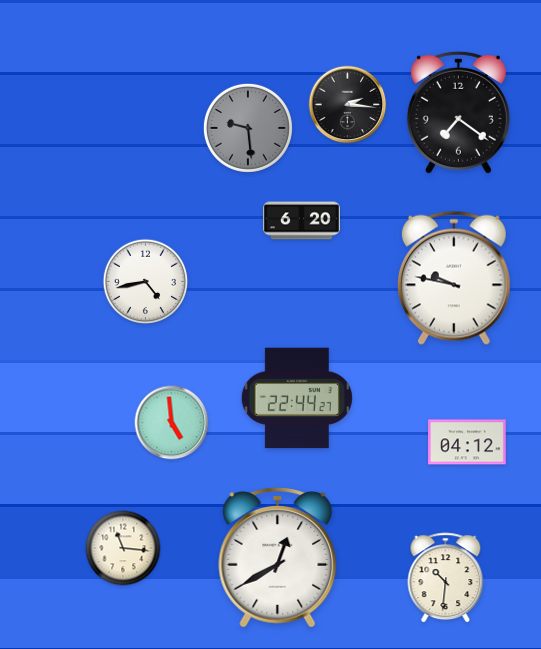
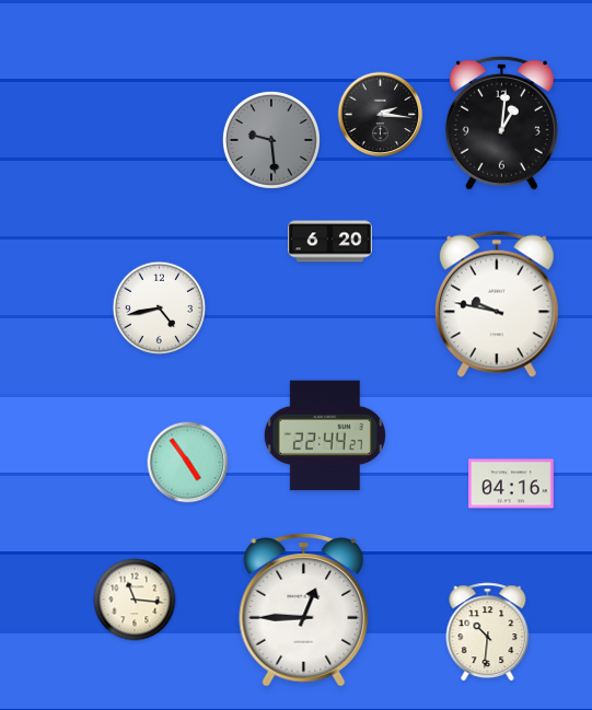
clock at (458, 112): 7:21 -> 1:01
clock at (172, 423): 4:59 -> 4:54
clock at (467, 442): 04:12 -> 04:16
clock at (278, 558): 12:40 -> 12:45
